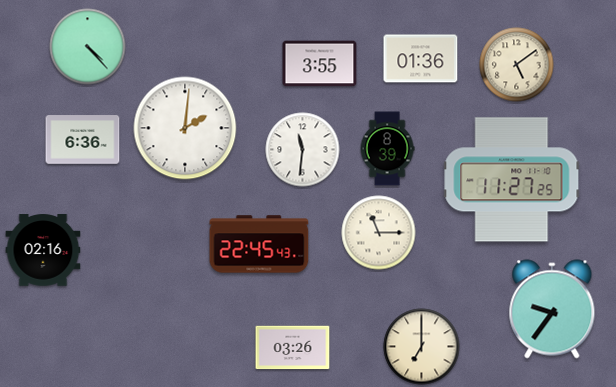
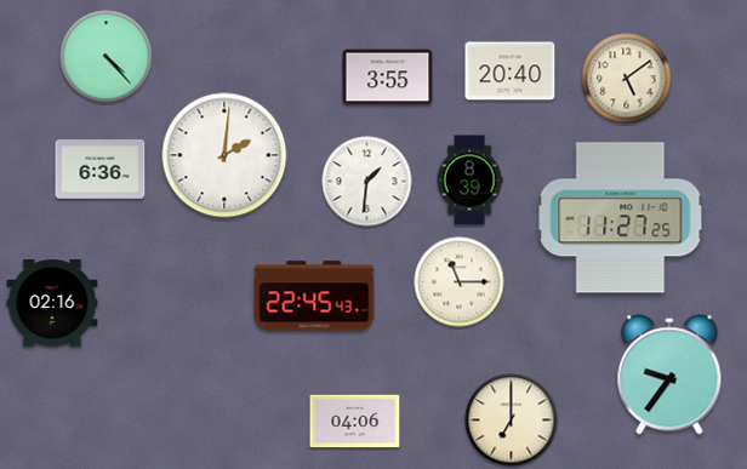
clock at (421, 59): 01:36 -> 20:40
clock at (303, 150): 11:31 -> 1:31
clock at (293, 348): 03:26 -> 04:06
